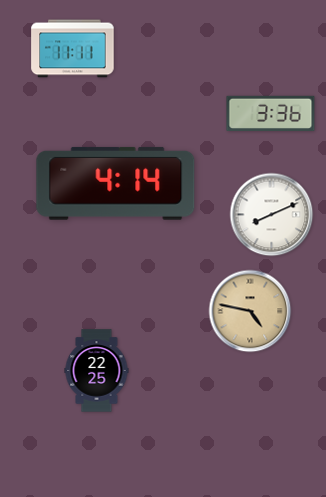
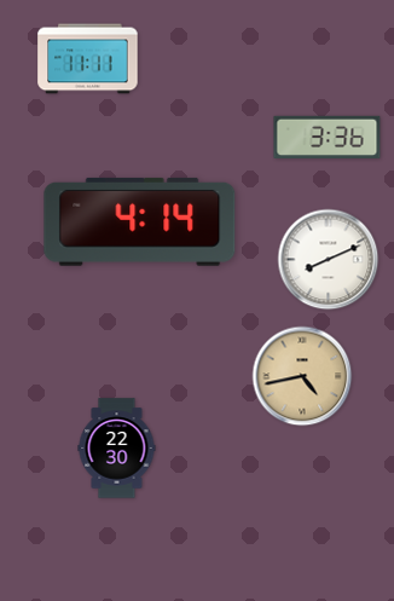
clock at (250, 311): 4:47 -> 4:43
clock at (97, 371): 22:25 -> 22:30
